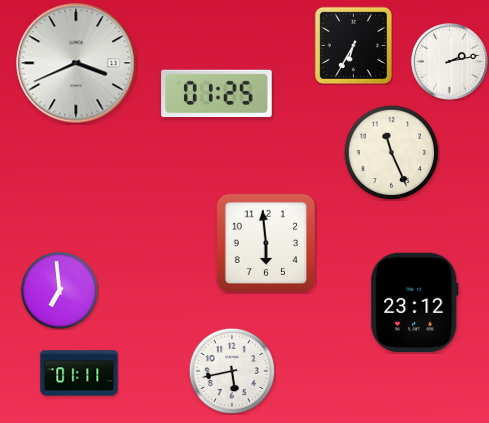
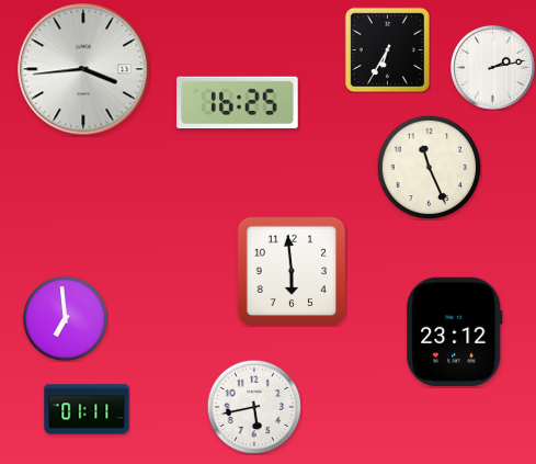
clock at (76, 63): 3:41 -> 3:44
clock at (217, 94): 01:25 -> 16:25
clock at (266, 243) position: (266, 243) -> (292, 271)
